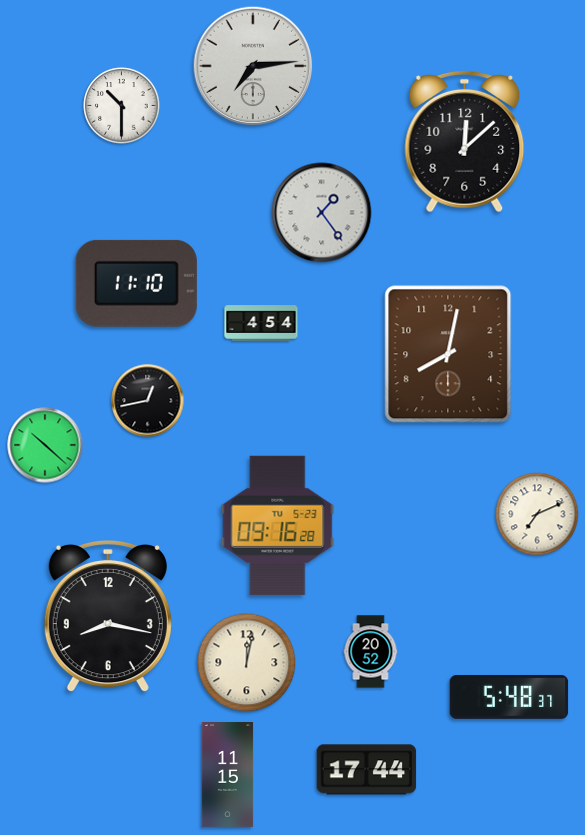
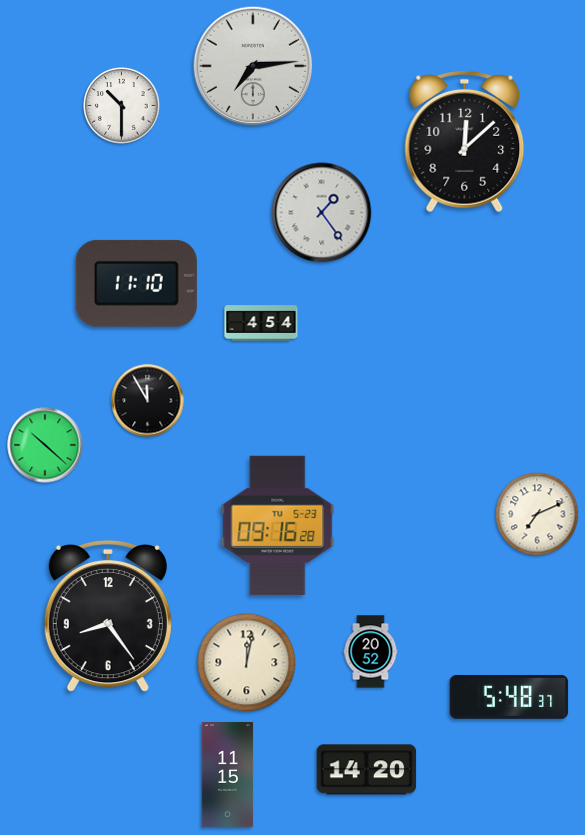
clock at (448, 354): 8:02 -> none
clock at (148, 401): 12:43 -> 11:55
clock at (108, 616): 8:17 -> 8:24
clock at (367, 770): 17:44 -> 14:20
